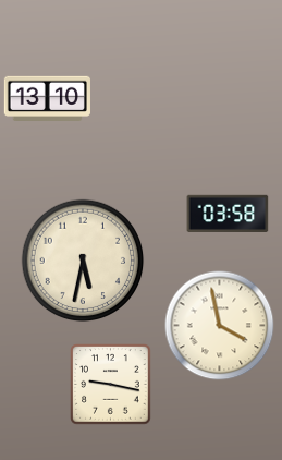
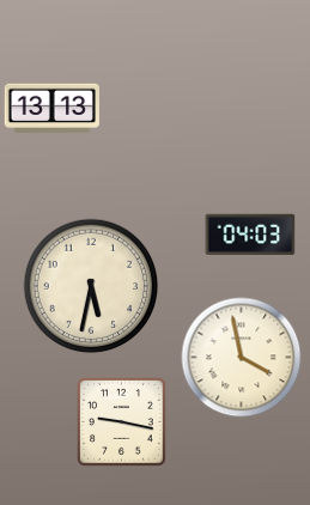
clock at (47, 98): 13:10 -> 13:13
clock at (228, 214): 03:58 -> 04:03
